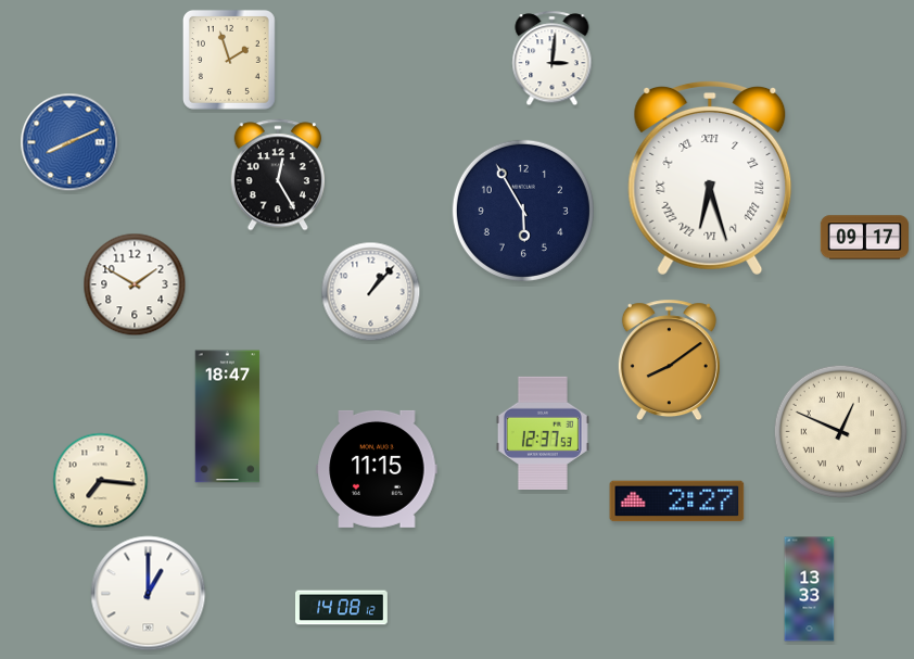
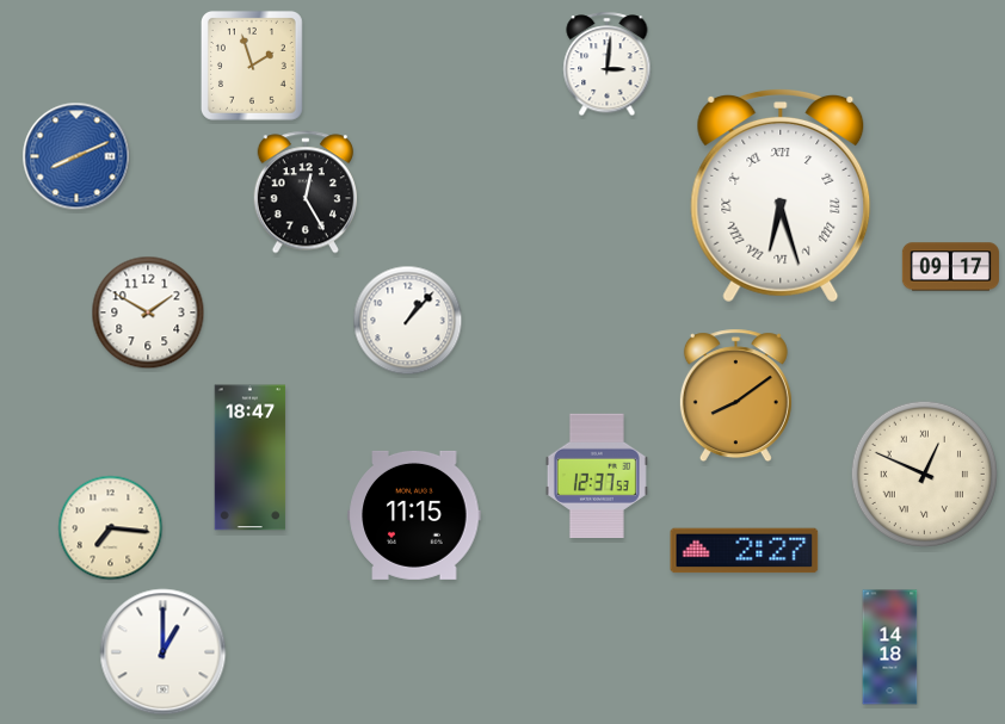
clock at (523, 211): 5:55 -> none
clock at (864, 238) position: (864, 238) -> (950, 267)
clock at (810, 590): 13:33 -> 14:18
clock at (342, 608): 14:08 -> none
